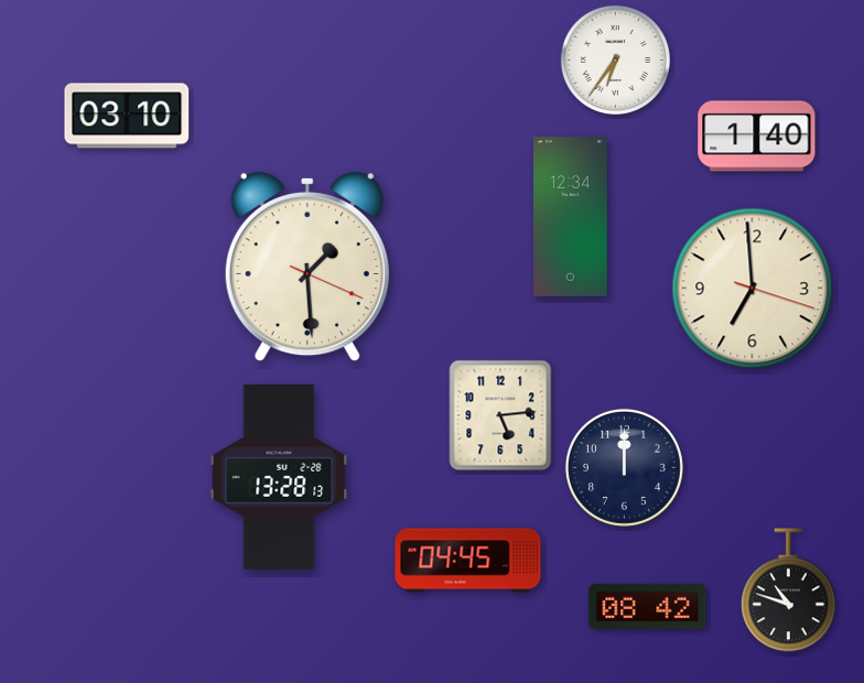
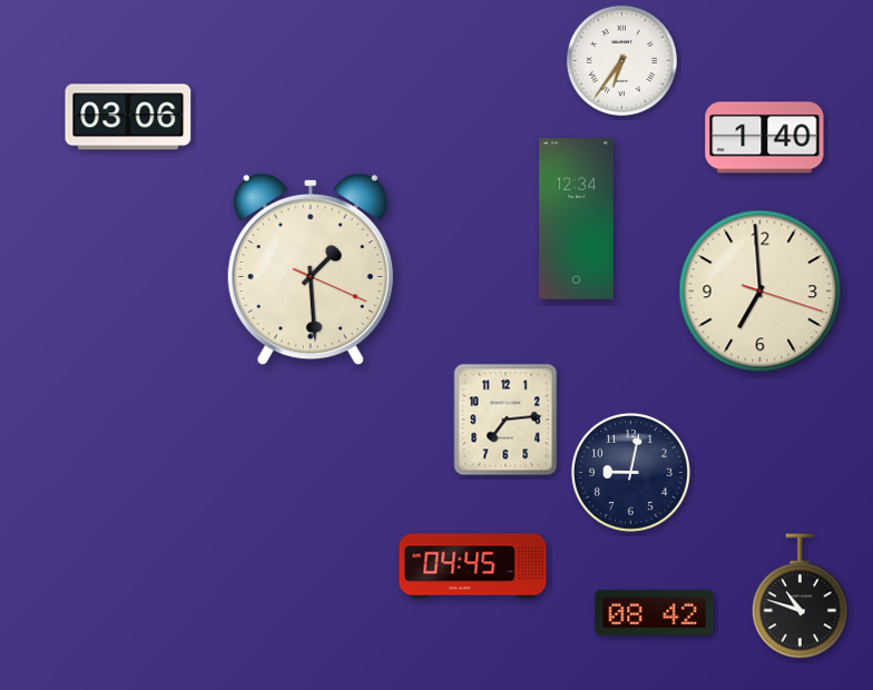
clock at (127, 116): 03:10 -> 03:06
clock at (500, 415): 5:14 -> 7:14
clock at (624, 467): 12:00 -> 9:02
clock at (279, 477): 13:28 -> none
clock at (789, 590) position: (789, 590) -> (801, 597)
